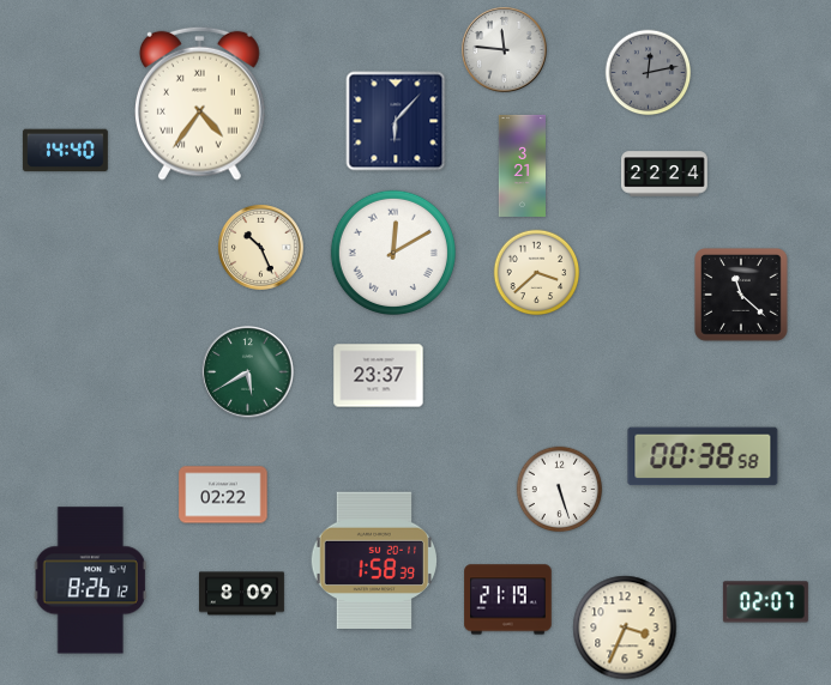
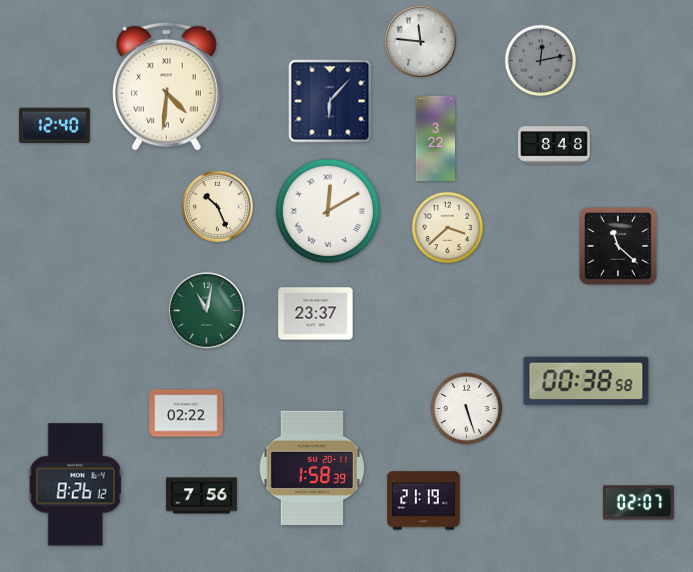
clock at (200, 103): 4:36 -> 4:31
clock at (65, 151): 14:40 -> 12:40
clock at (522, 165): 3:21 -> 3:22
clock at (664, 174): 22:24 -> 8:48
clock at (248, 372): 5:40 -> 11:02
clock at (241, 594): 8:09 -> 7:56
clock at (625, 628): 3:34 -> none
